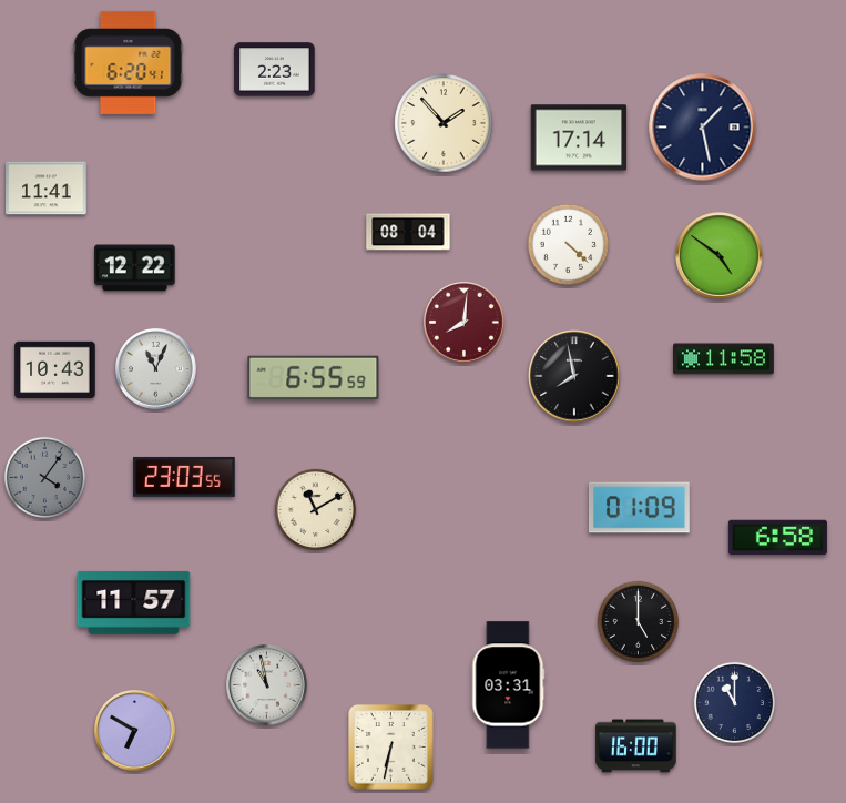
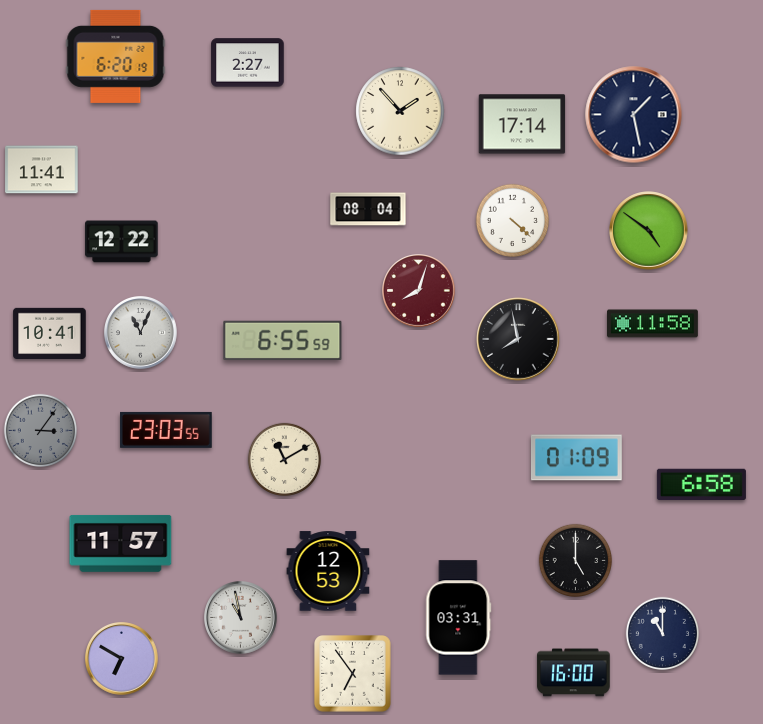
clock at (129, 62): 6:20:41 -> 6:20:19
clock at (275, 70): 2:23 -> 2:27
clock at (465, 323): 8:01 -> 8:03
clock at (55, 369): 10:43 -> 10:41
clock at (45, 478): 4:06 -> 3:06
clock at (328, 571): none -> 12:53
clock at (391, 748): 6:32 -> 6:54
